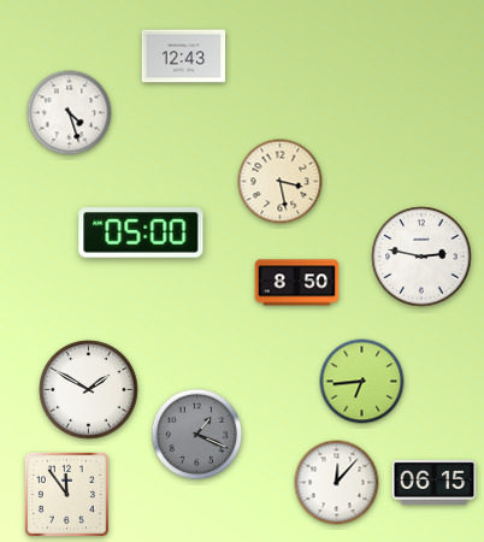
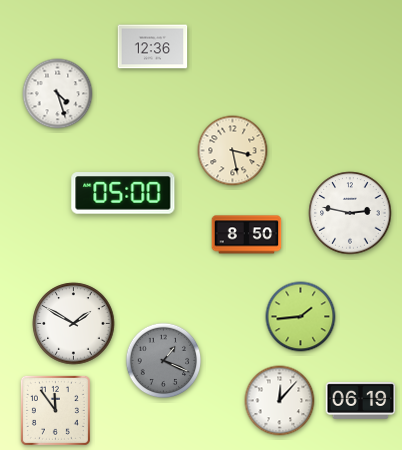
clock at (184, 57): 12:43 -> 12:36
clock at (141, 232) position: (141, 232) -> (123, 193)
clock at (362, 382): 6:44 -> 1:44
clock at (435, 482): 06:15 -> 06:19
